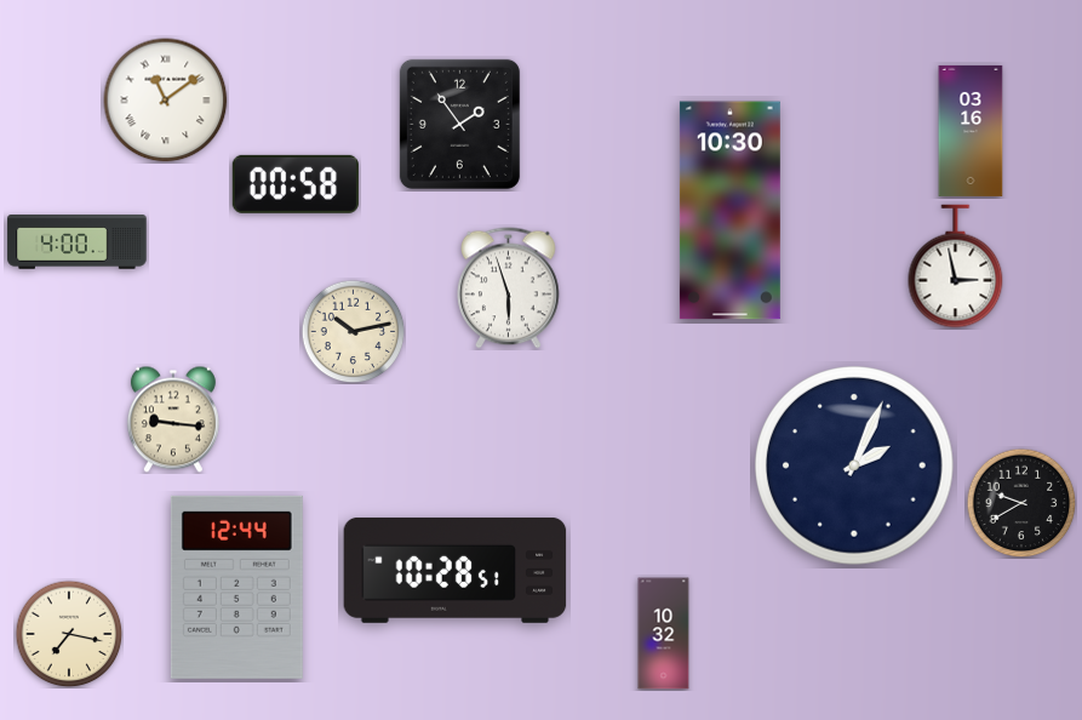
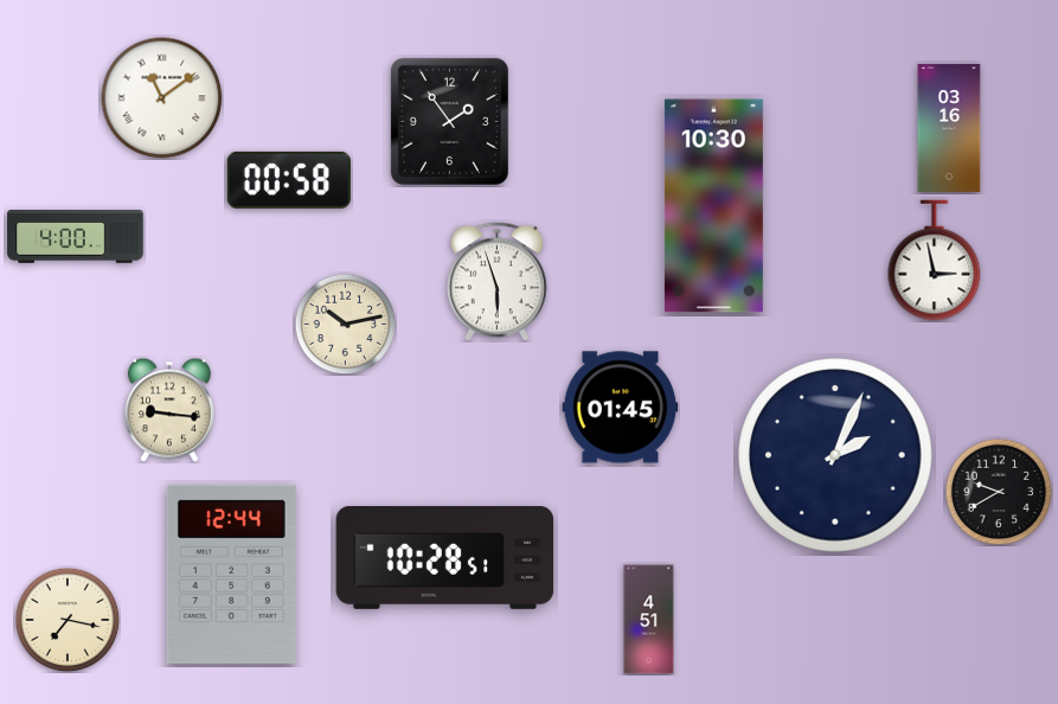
clock at (621, 408): none -> 01:45
clock at (664, 634): 10:32 -> 4:51
